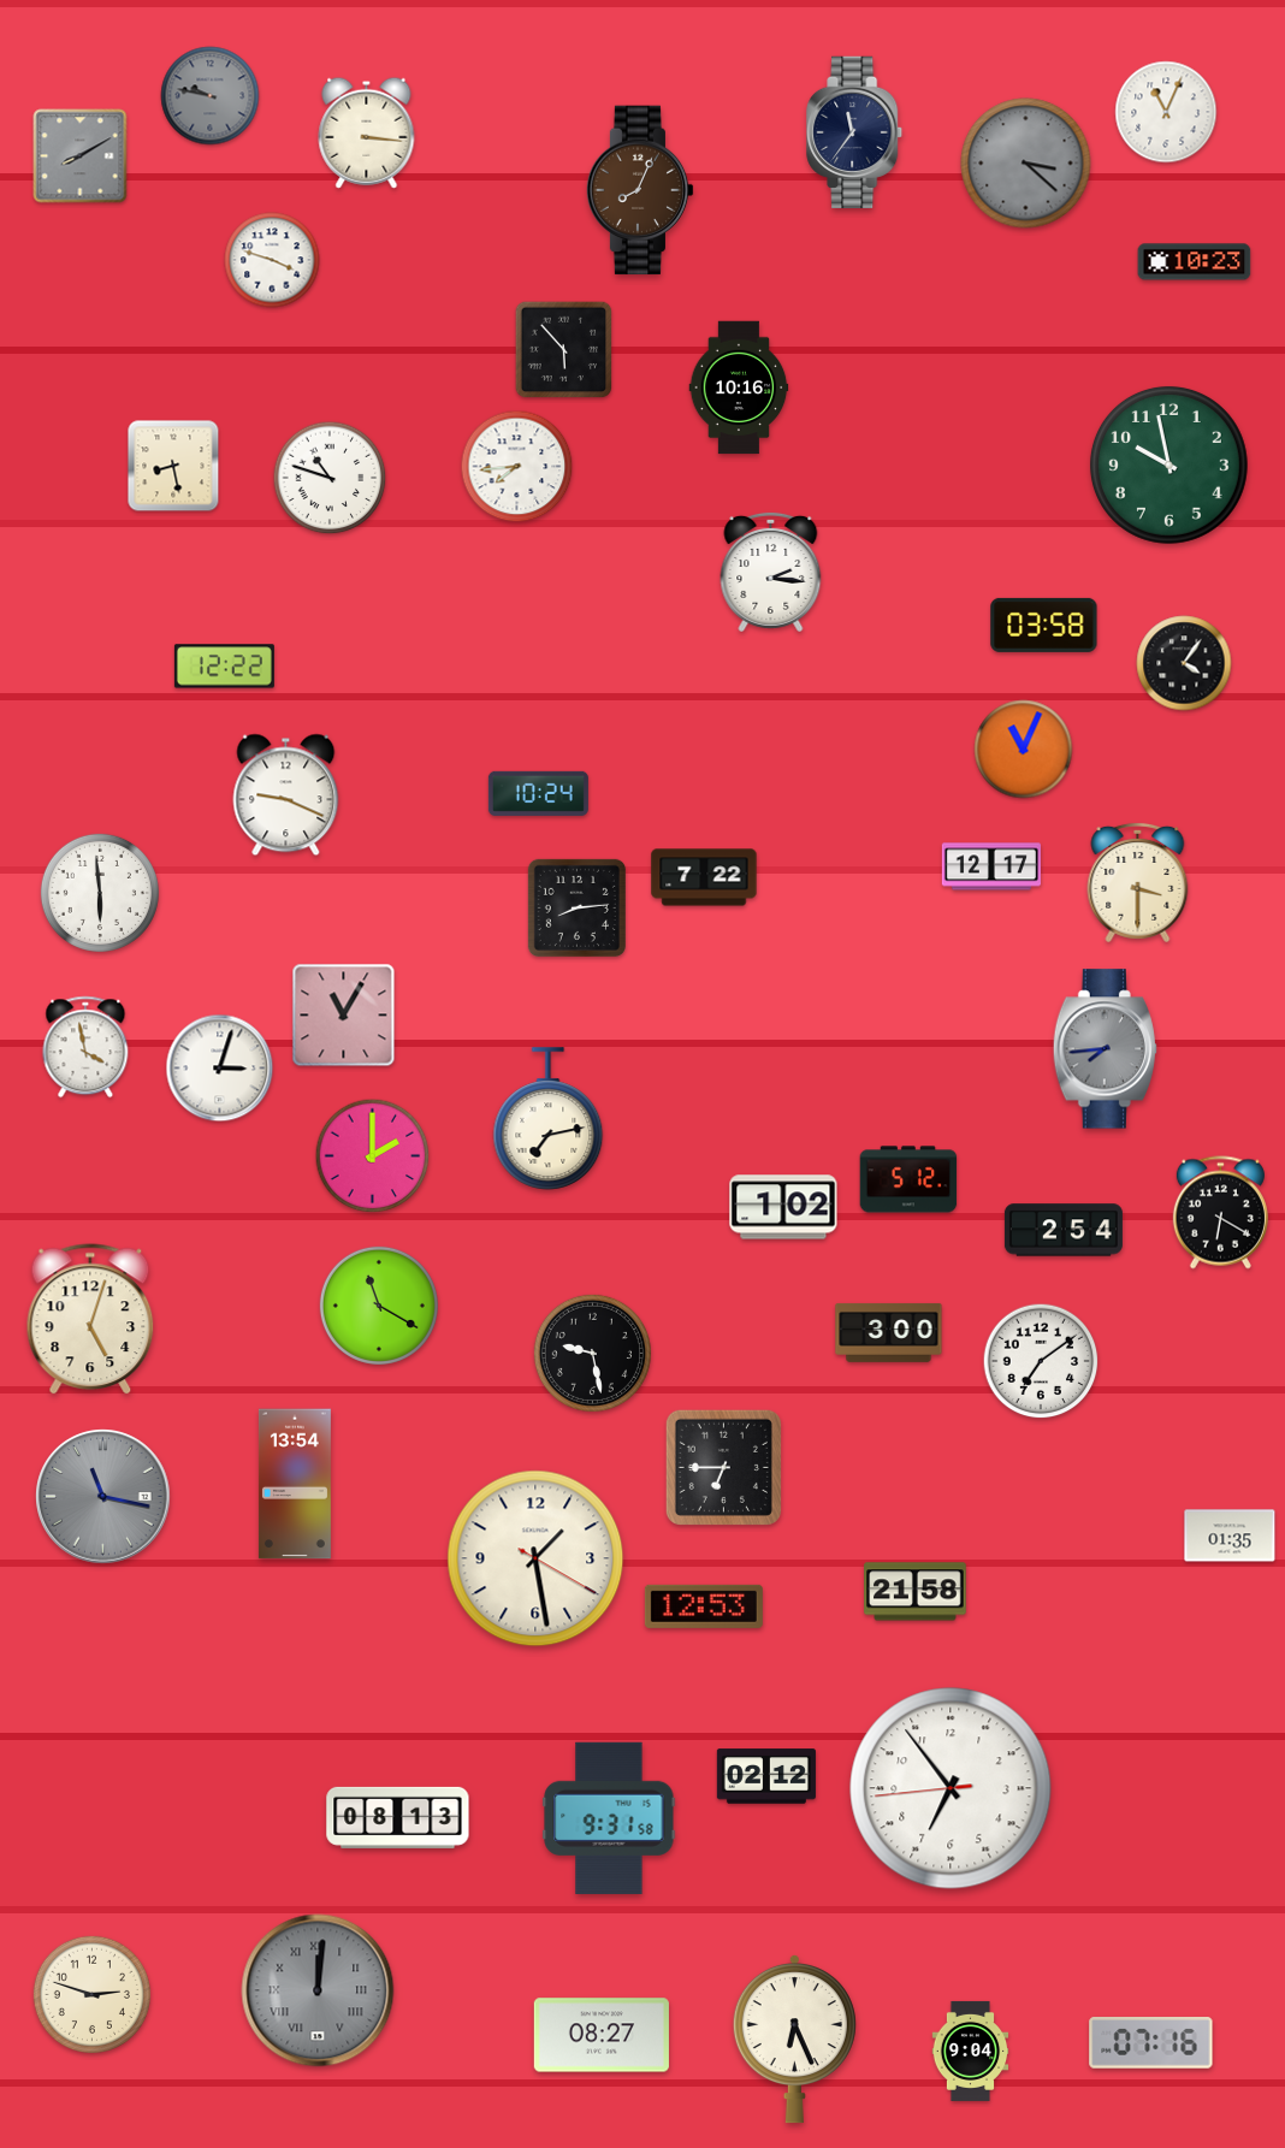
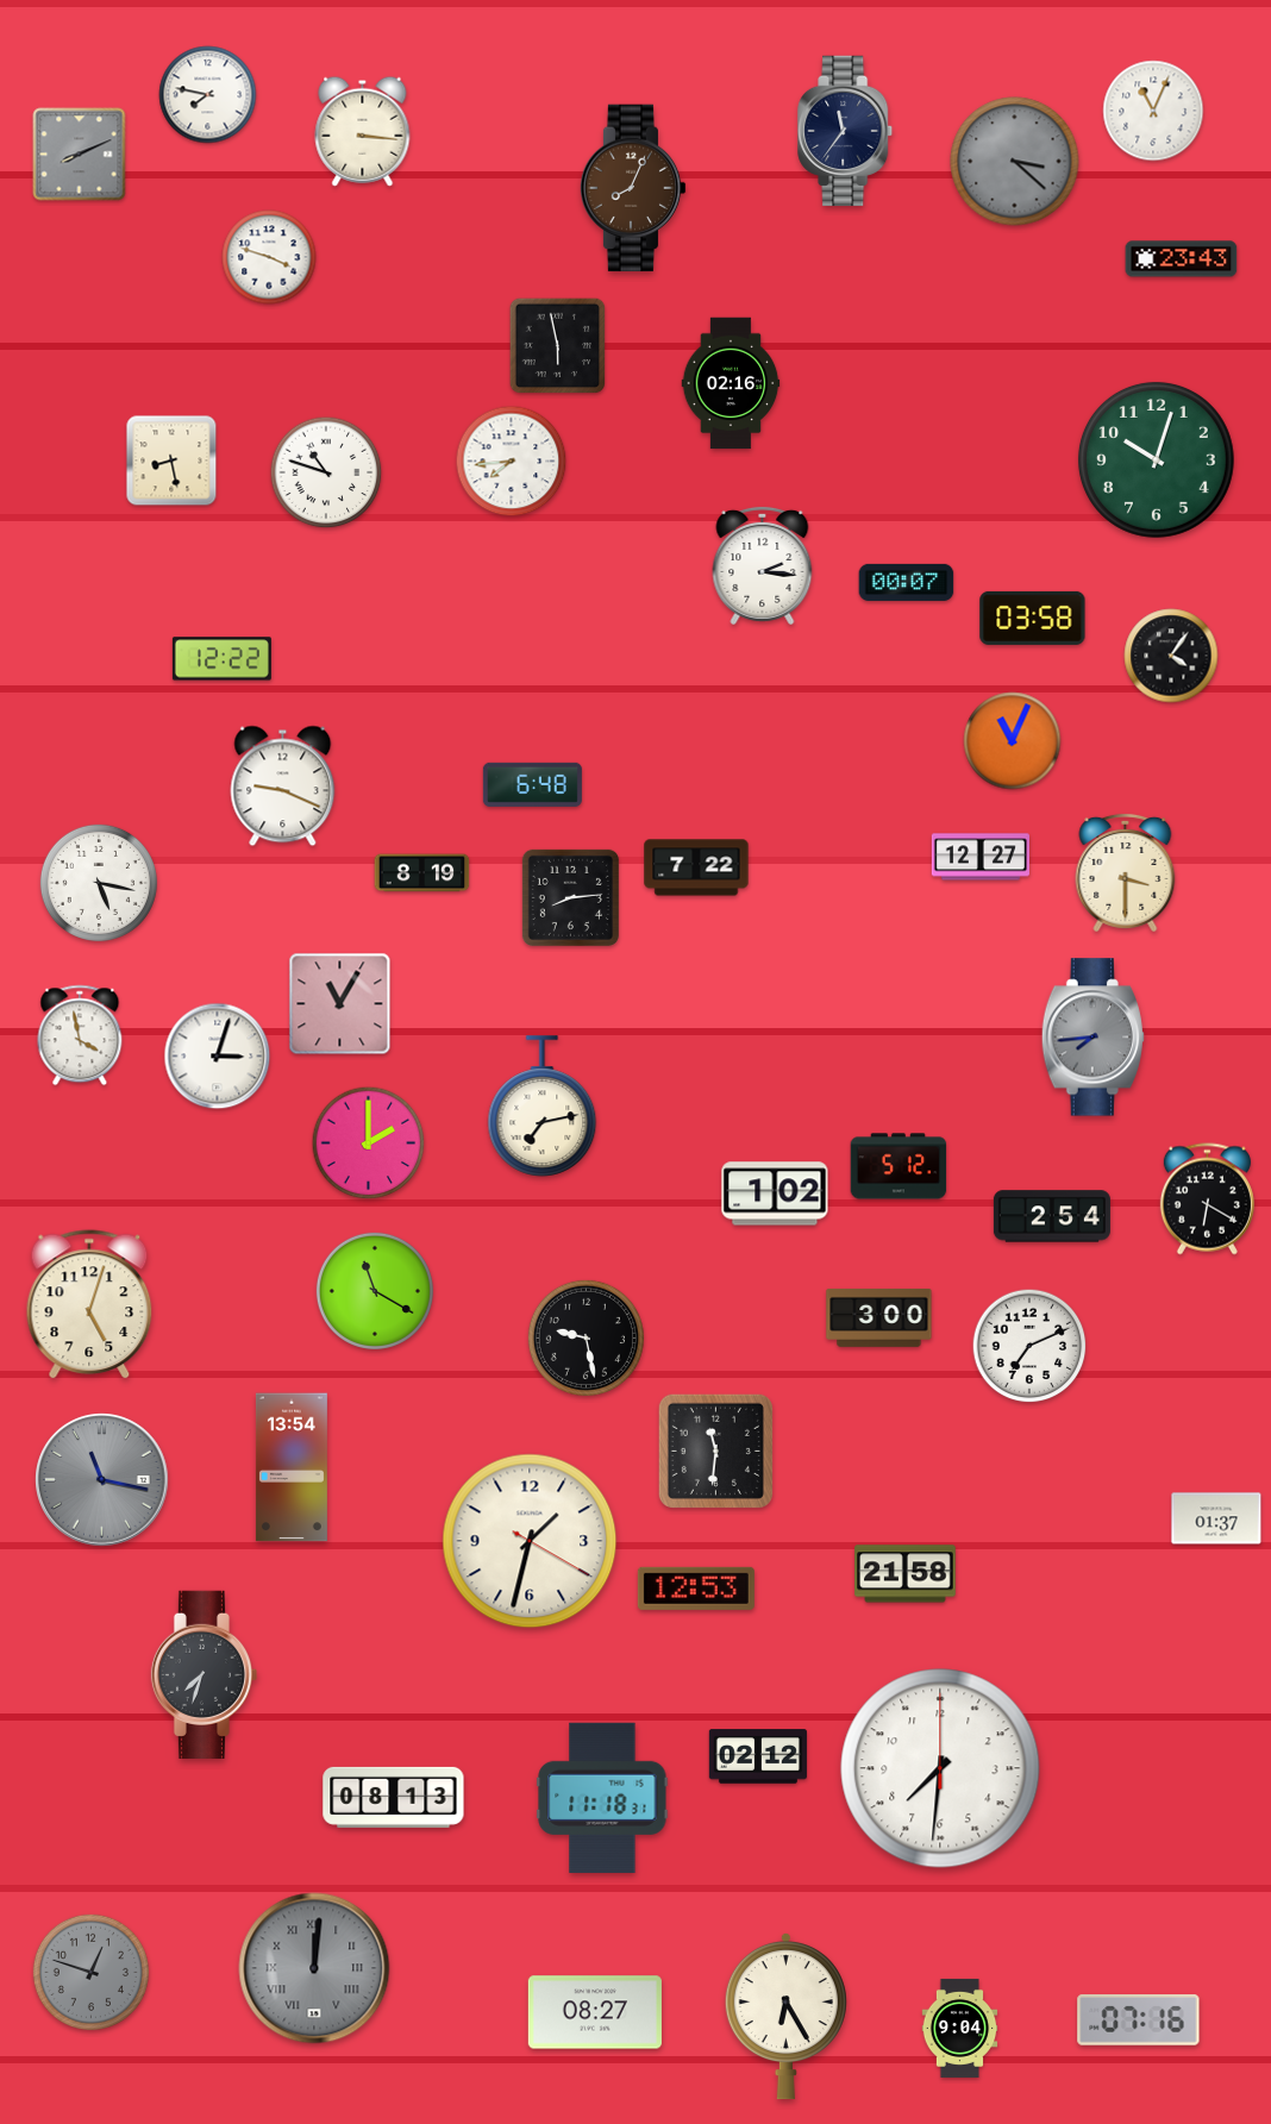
clock at (211, 96): 9:47 -> 7:47
clock at (211, 96) dial: grey -> white
clock at (81, 156): 8:10 -> 8:11
clock at (1195, 262): 10:23 -> 23:43
clock at (564, 350): 5:53 -> 5:58
clock at (739, 387): 10:16 -> 02:16
clock at (1168, 464): 9:58 -> 10:03
clock at (907, 582): none -> 00:07
clock at (538, 793): 10:24 -> 6:48
clock at (991, 866): 12:17 -> 12:27
clock at (422, 873): none -> 8:19
clock at (100, 893): 5:59 -> 5:17
clock at (85, 1047) position: (85, 1047) -> (80, 1035)
clock at (1041, 1361): 7:09 -> 7:11
clock at (723, 1467): 6:45 -> 11:31
clock at (1230, 1535): 01:35 -> 01:37
clock at (535, 1558): 1:28 -> 1:32
clock at (204, 1674): none -> 7:33
clock at (951, 1788): 6:53 -> 7:31
clock at (609, 1818): 9:31 -> 11:18
clock at (91, 1994): 2:48 -> 12:48
clock at (91, 1994) dial: cream -> grey
clock at (794, 2038): 6:26 -> 6:25
